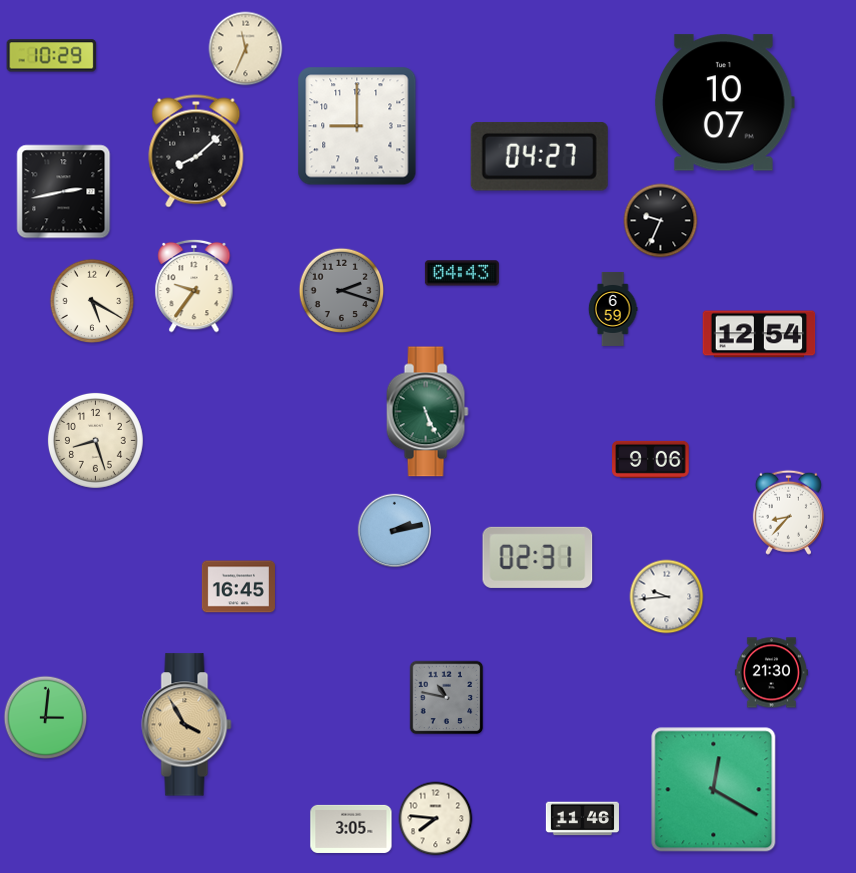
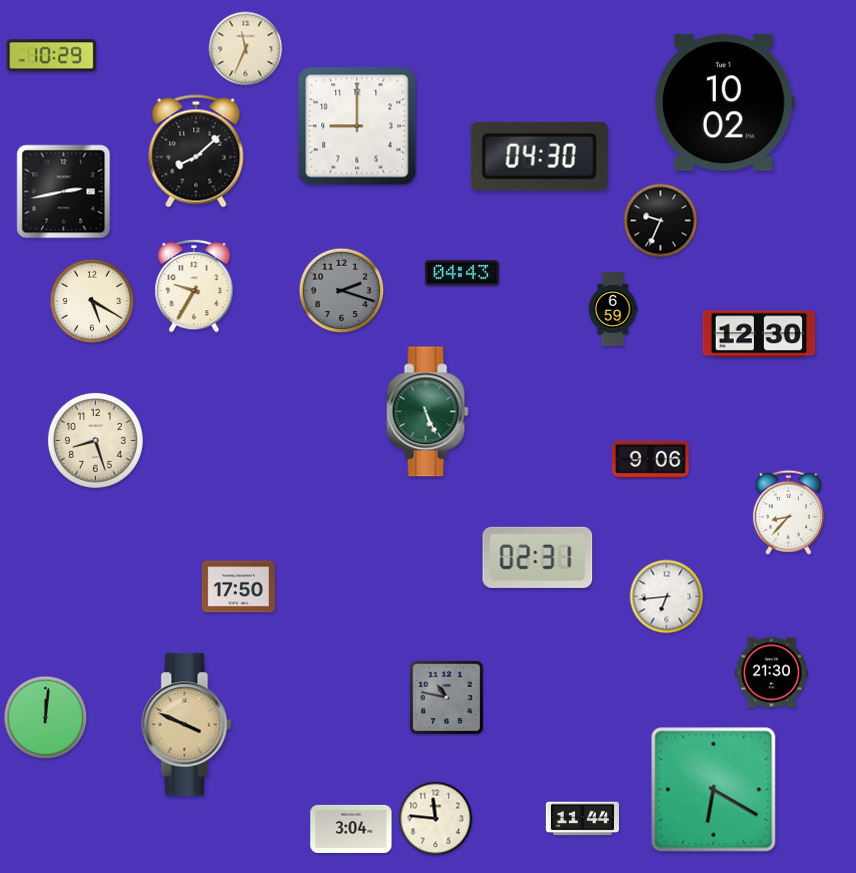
clock at (725, 103): 10:07 -> 10:02
clock at (539, 157): 04:27 -> 04:30
clock at (194, 286): 9:36 -> 9:35
clock at (759, 334): 12:54 -> 12:30
clock at (395, 531): 2:13 -> none
clock at (238, 587): 16:45 -> 17:50
clock at (667, 597): 9:44 -> 6:44
clock at (46, 718): 3:01 -> 12:01
clock at (187, 725): 3:55 -> 3:49
clock at (714, 790): 12:20 -> 6:20
clock at (436, 819): 7:46 -> 11:46
clock at (582, 819): 11:46 -> 11:44
clock at (351, 829): 3:05 -> 3:04
